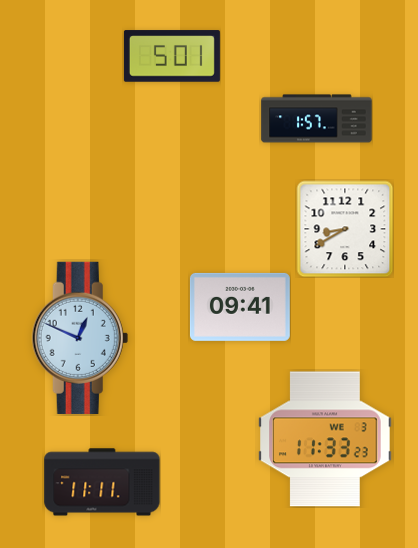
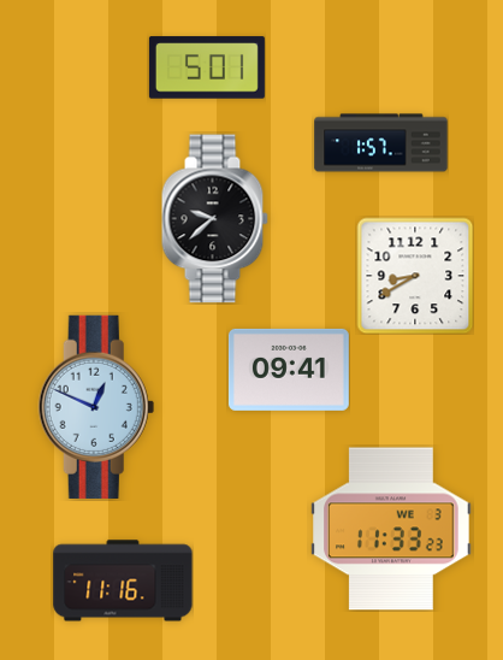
clock at (214, 219): none -> 9:38
clock at (102, 482): 11:11 -> 11:16
